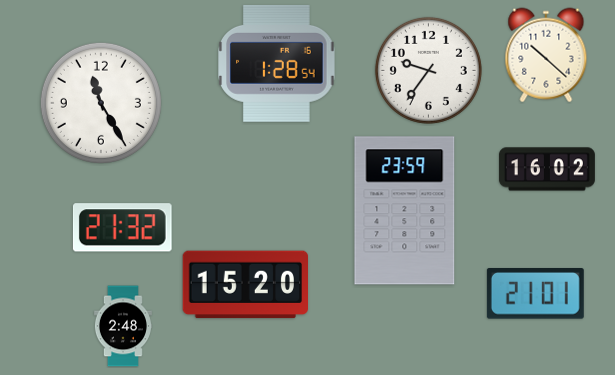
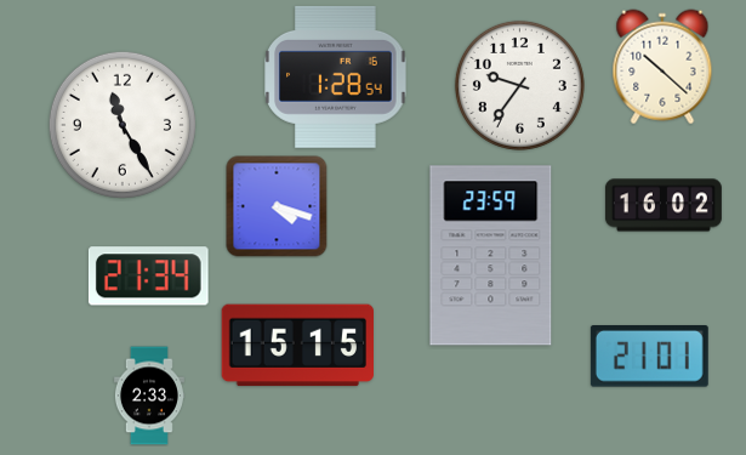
clock at (277, 206): none -> 4:18
clock at (122, 228): 21:32 -> 21:34
clock at (245, 285): 15:20 -> 15:15
clock at (123, 326): 2:48 -> 2:33
